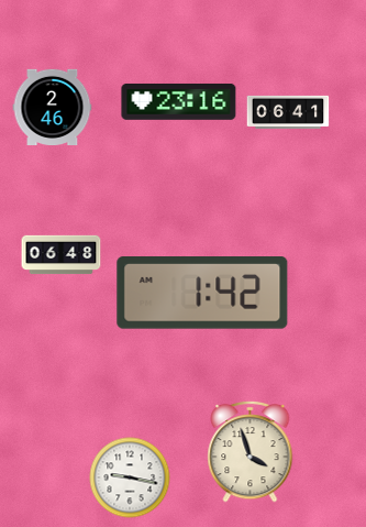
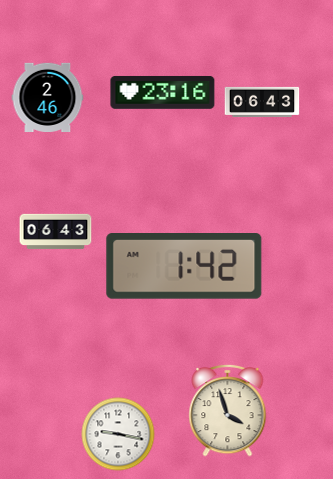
clock at (288, 112): 06:41 -> 06:43
clock at (62, 255): 06:48 -> 06:43
